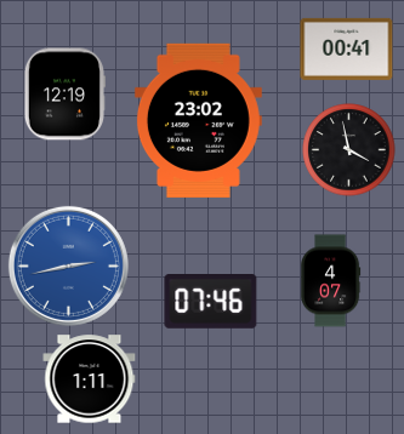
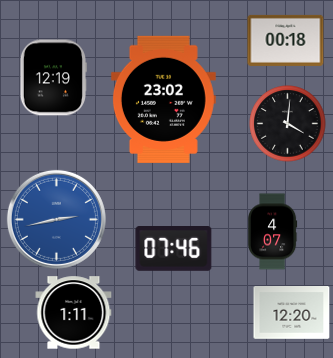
clock at (347, 48): 00:41 -> 00:18
clock at (349, 150): 3:58 -> 4:01
clock at (292, 313): none -> 12:20
